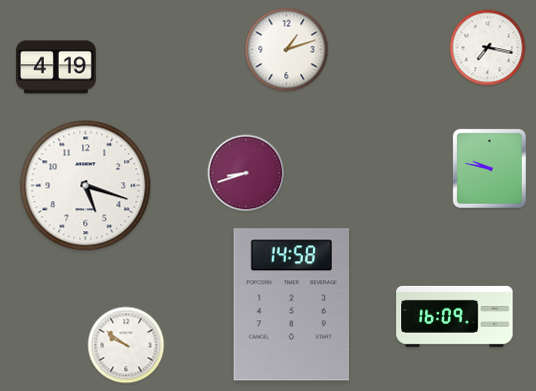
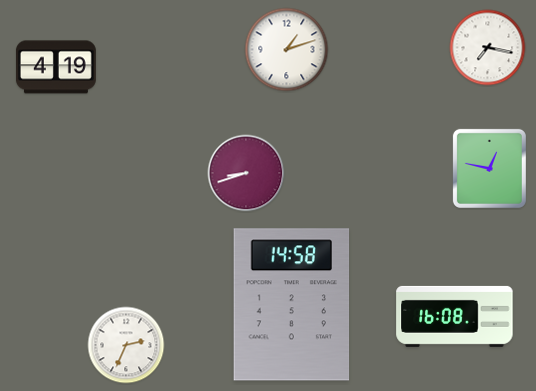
clock at (489, 168): 9:47 -> 12:47
clock at (86, 186): 5:18 -> none
clock at (455, 316): 16:09 -> 16:08
clock at (126, 345): 9:51 -> 2:34
